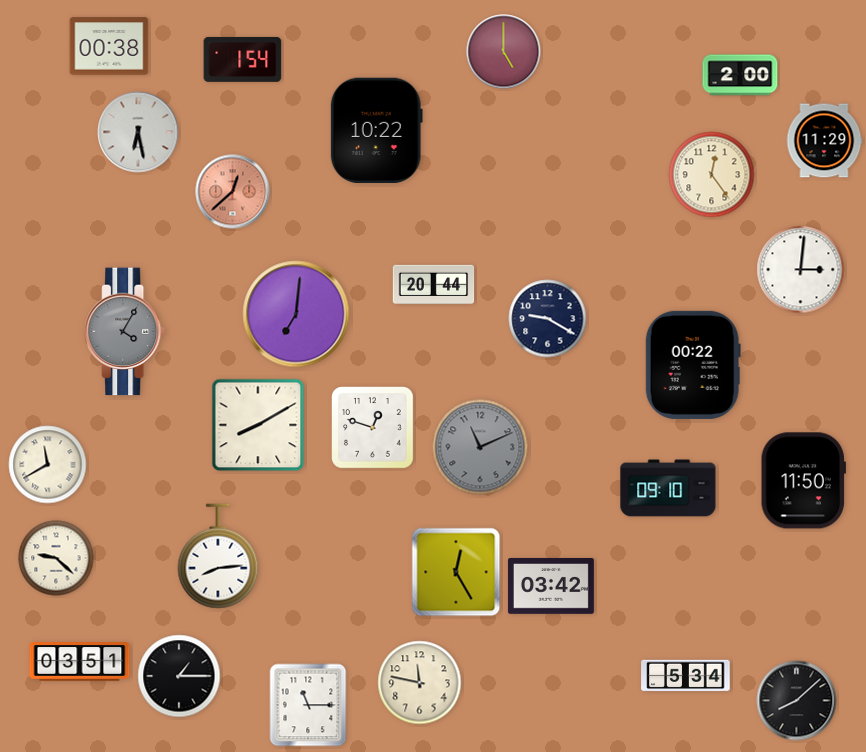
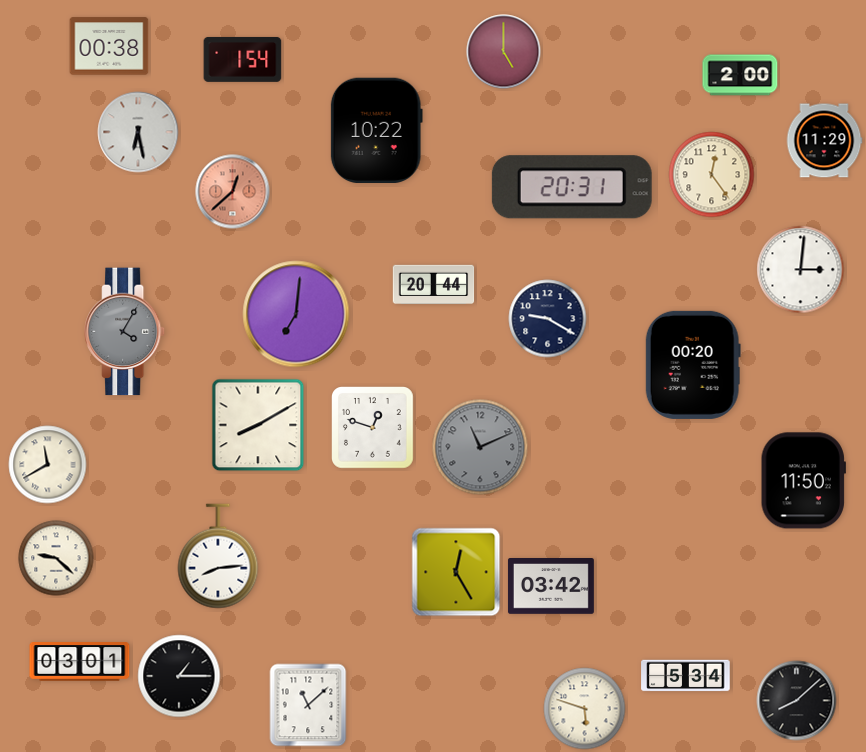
clock at (572, 187): none -> 20:31
clock at (693, 365): 00:22 -> 00:20
clock at (668, 488): 09:10 -> none
clock at (80, 662): 03:51 -> 03:01
clock at (420, 683): 11:47 -> none
clock at (308, 705): 11:15 -> 11:08
clock at (585, 709): none -> 5:48
